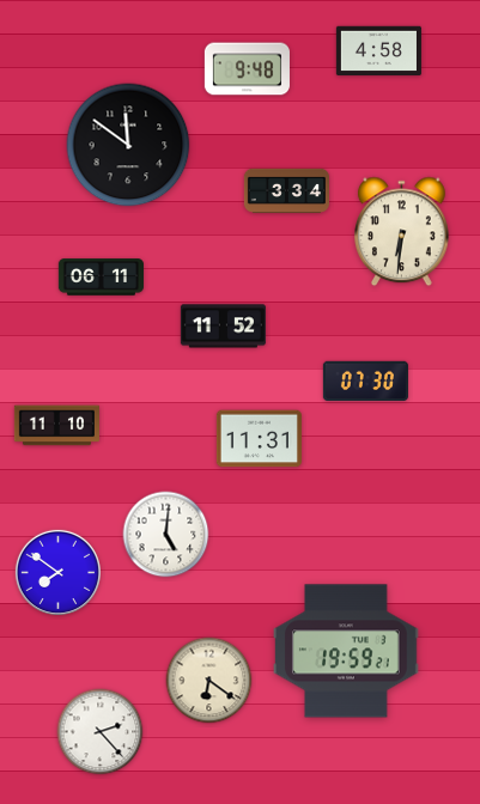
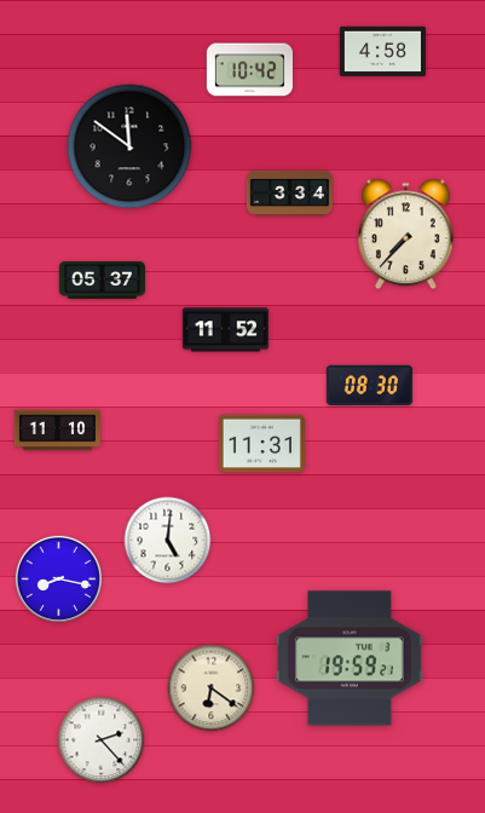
clock at (247, 69): 9:48 -> 10:42
clock at (402, 232): 6:31 -> 7:37
clock at (101, 278): 06:11 -> 05:37
clock at (365, 382): 07:30 -> 08:30
clock at (57, 572): 7:51 -> 8:17
